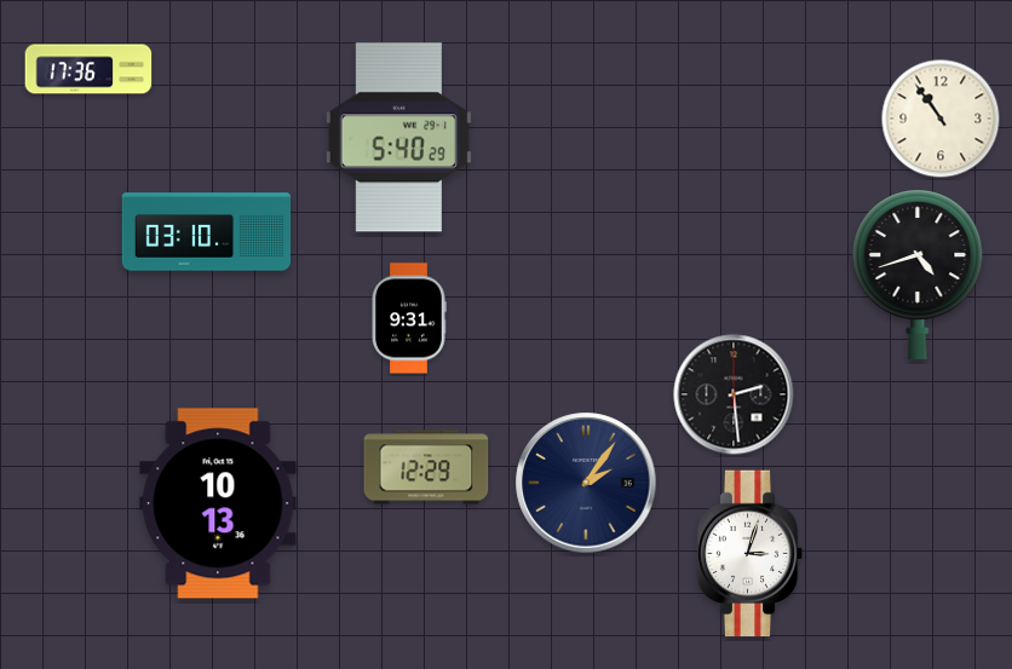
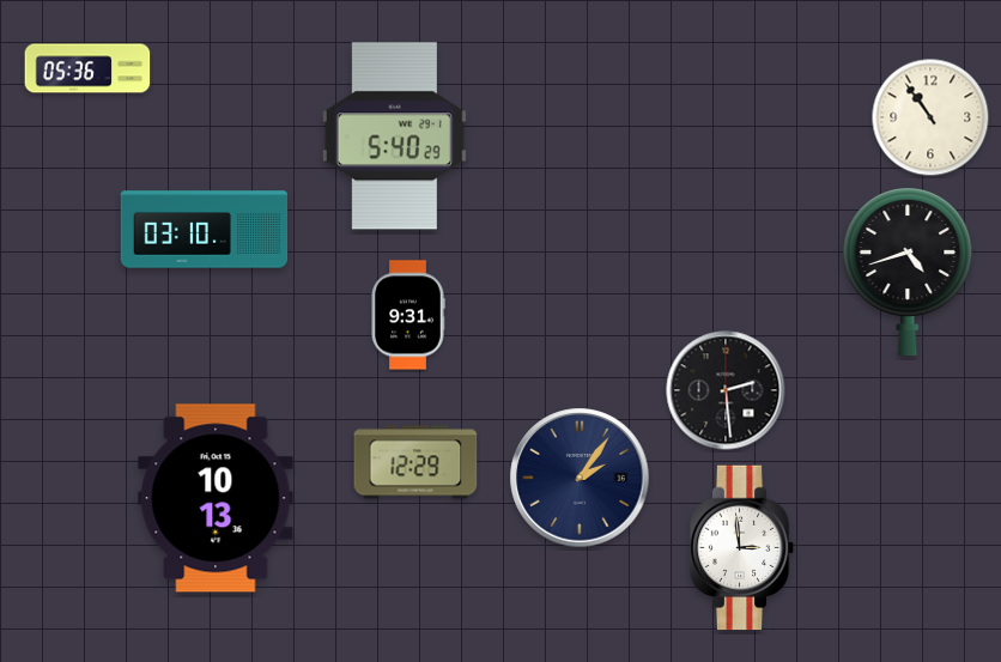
clock at (88, 69): 17:36 -> 05:36
clock at (409, 318) position: (409, 318) -> (408, 315)
clock at (426, 467) position: (426, 467) -> (415, 462)
clock at (751, 554): 3:03 -> 2:59
